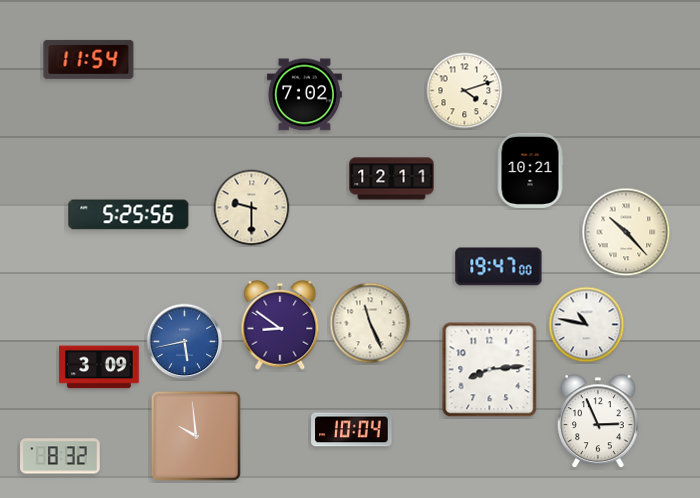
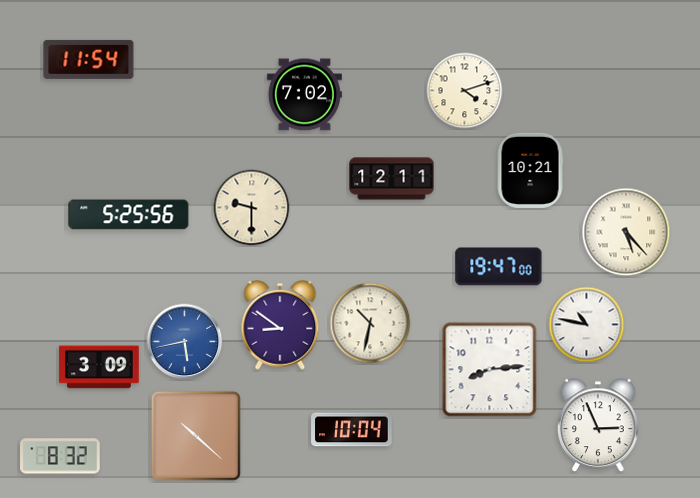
clock at (626, 232): 10:23 -> 5:23
clock at (370, 323): 11:26 -> 10:32
clock at (599, 422) position: (599, 422) -> (599, 426)
clock at (196, 436): 9:59 -> 10:22
